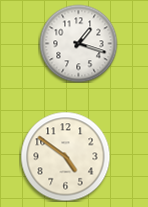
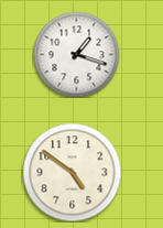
clock at (78, 43) position: (78, 43) -> (76, 54)
